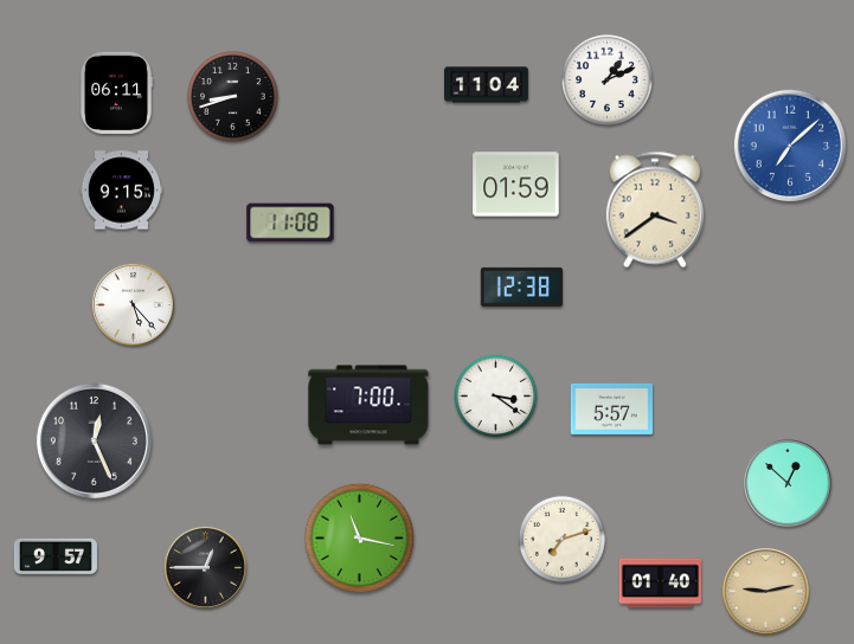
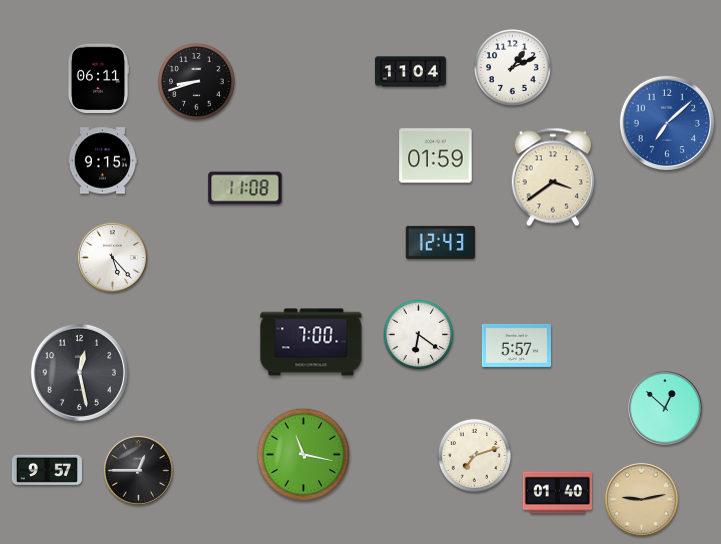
clock at (521, 286): 12:38 -> 12:43
clock at (496, 397): 3:21 -> 6:21
clock at (94, 440): 12:26 -> 12:28
clock at (205, 567) position: (205, 567) -> (138, 470)
clock at (766, 592) position: (766, 592) -> (642, 500)
